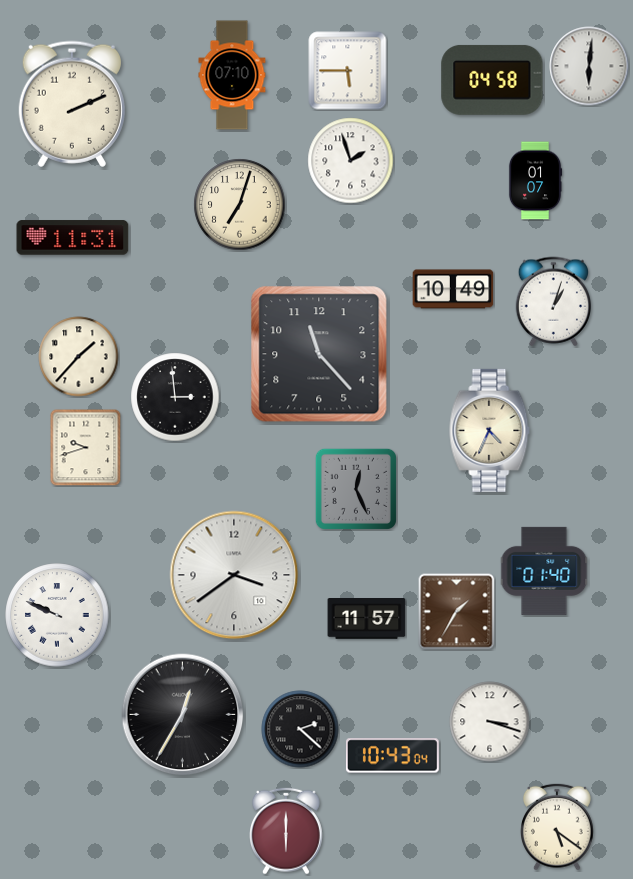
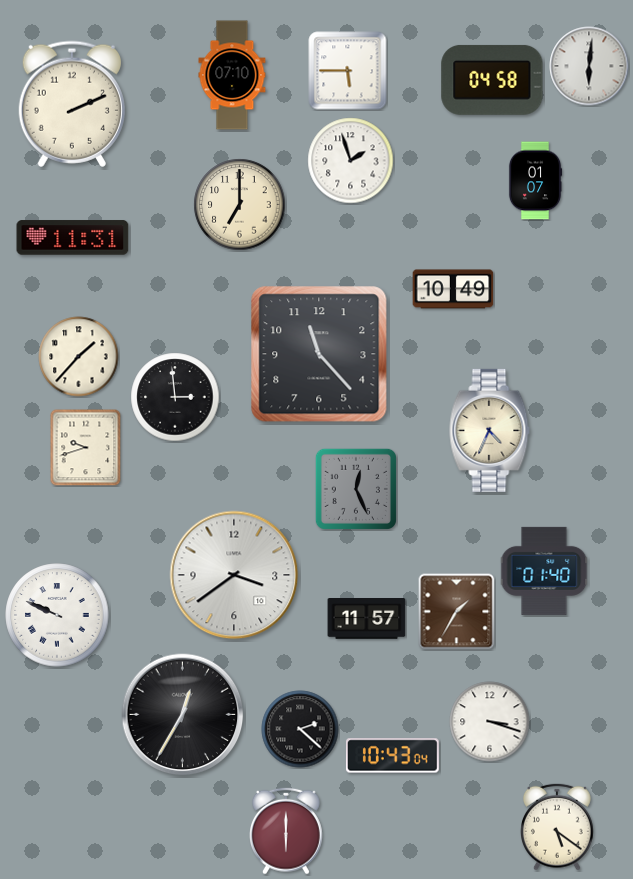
clock at (240, 205): 7:03 -> 7:00
clock at (553, 302): 1:03 -> none
